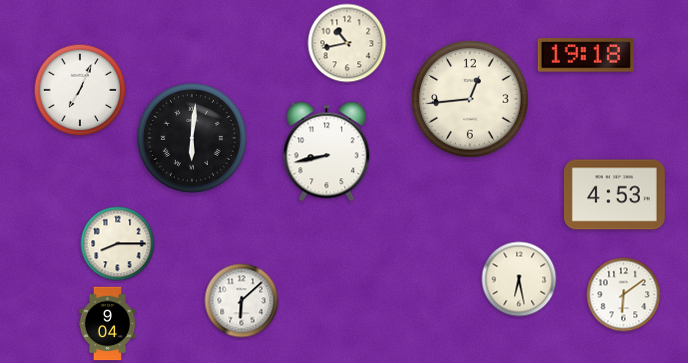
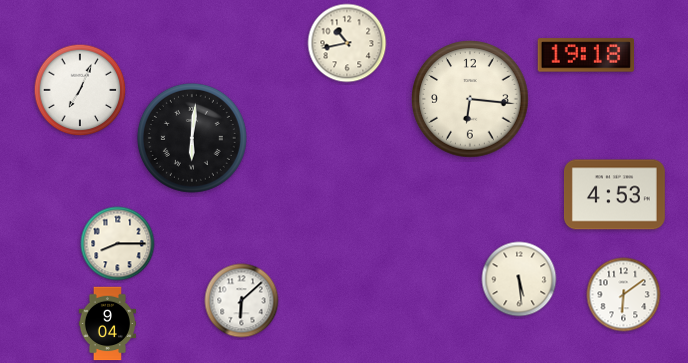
clock at (470, 99): 12:44 -> 6:16
clock at (327, 152): 8:43 -> none
clock at (519, 279): 6:28 -> 5:29
